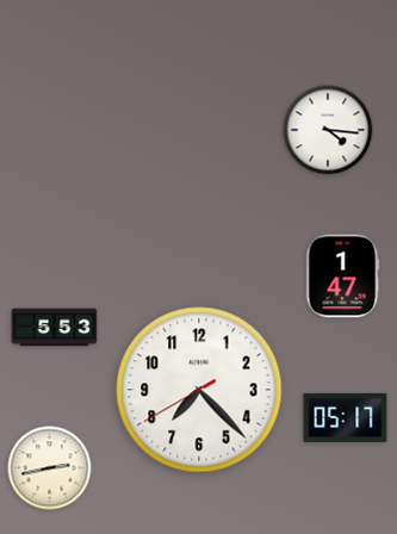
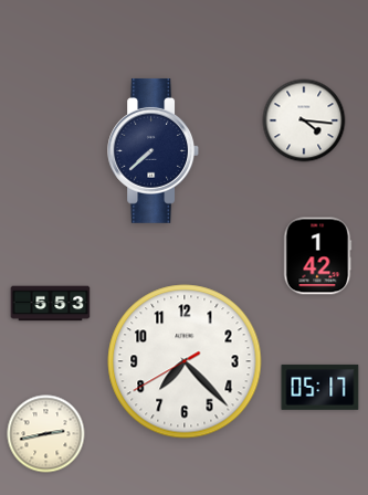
clock at (154, 150): none -> 7:38
clock at (342, 277): 1:47 -> 1:42
